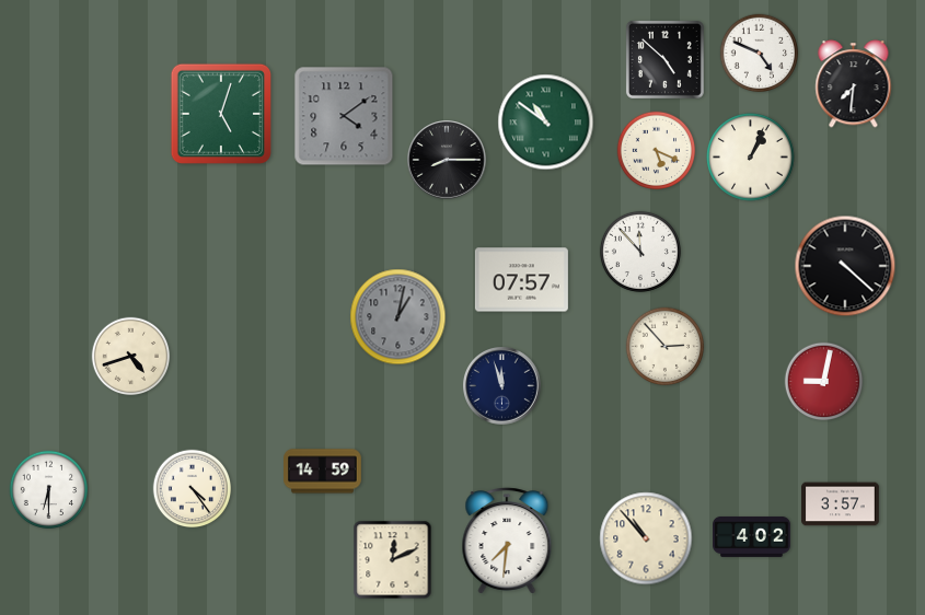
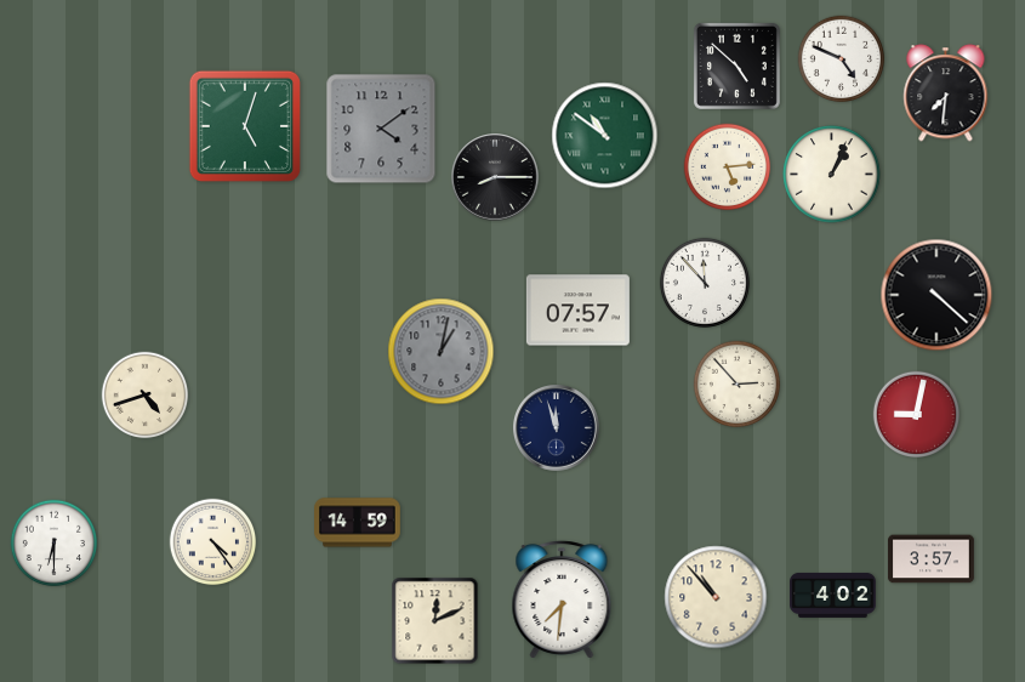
clock at (657, 151): 5:19 -> 5:14
clock at (640, 252) position: (640, 252) -> (705, 283)
clock at (824, 382) position: (824, 382) -> (917, 415)
